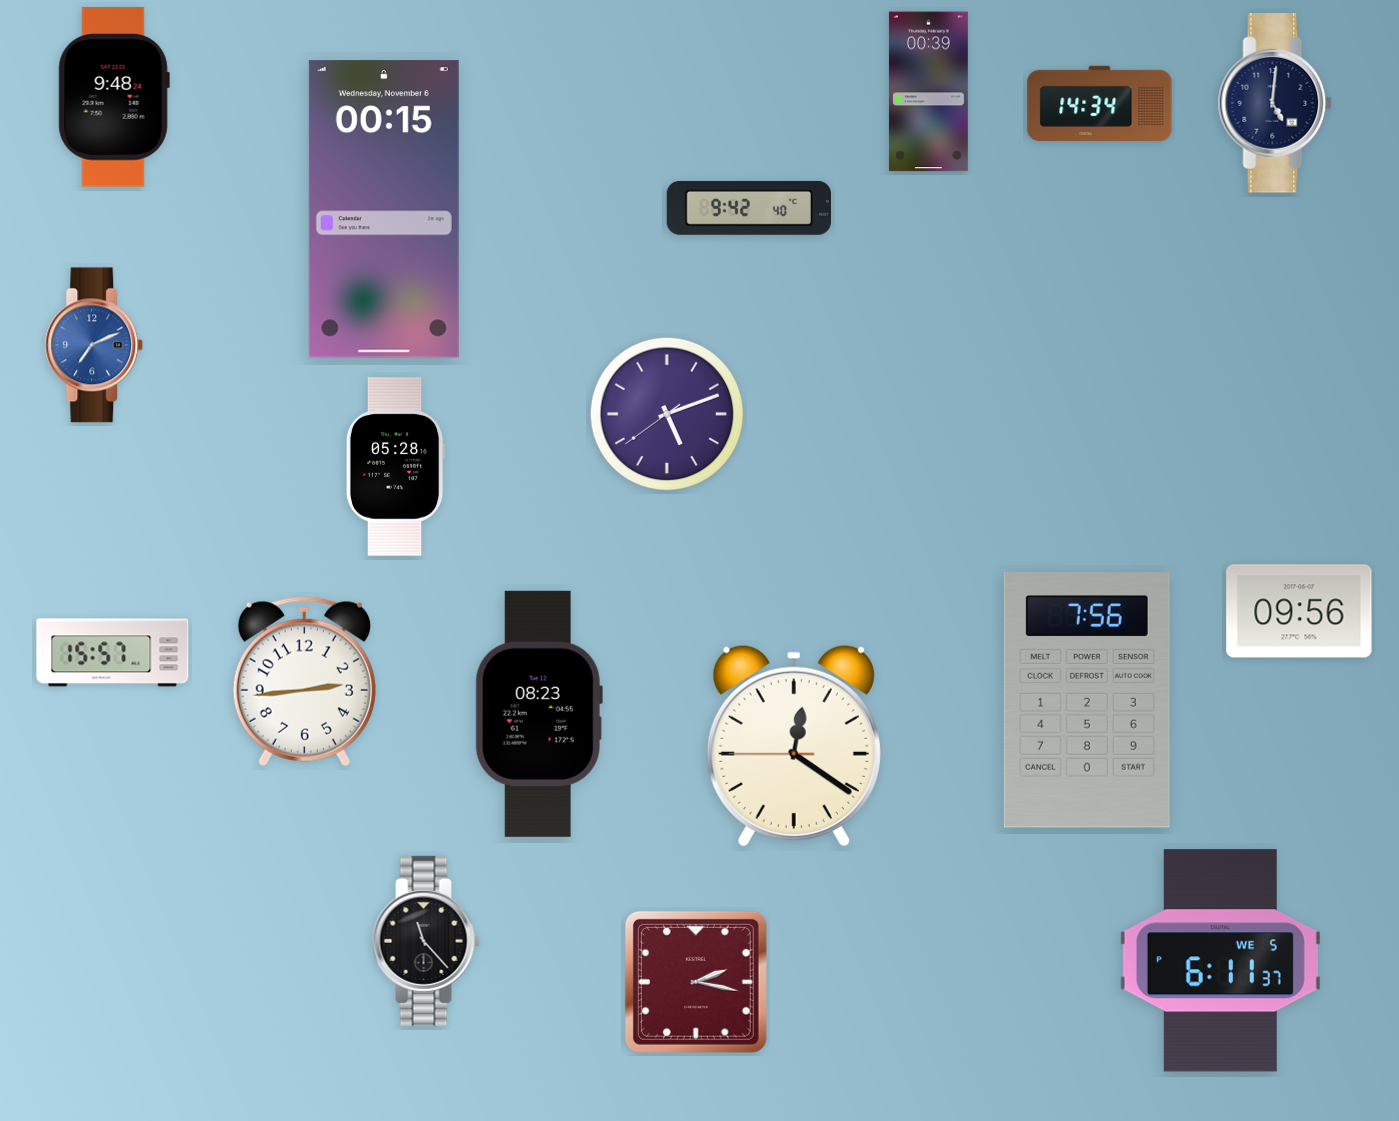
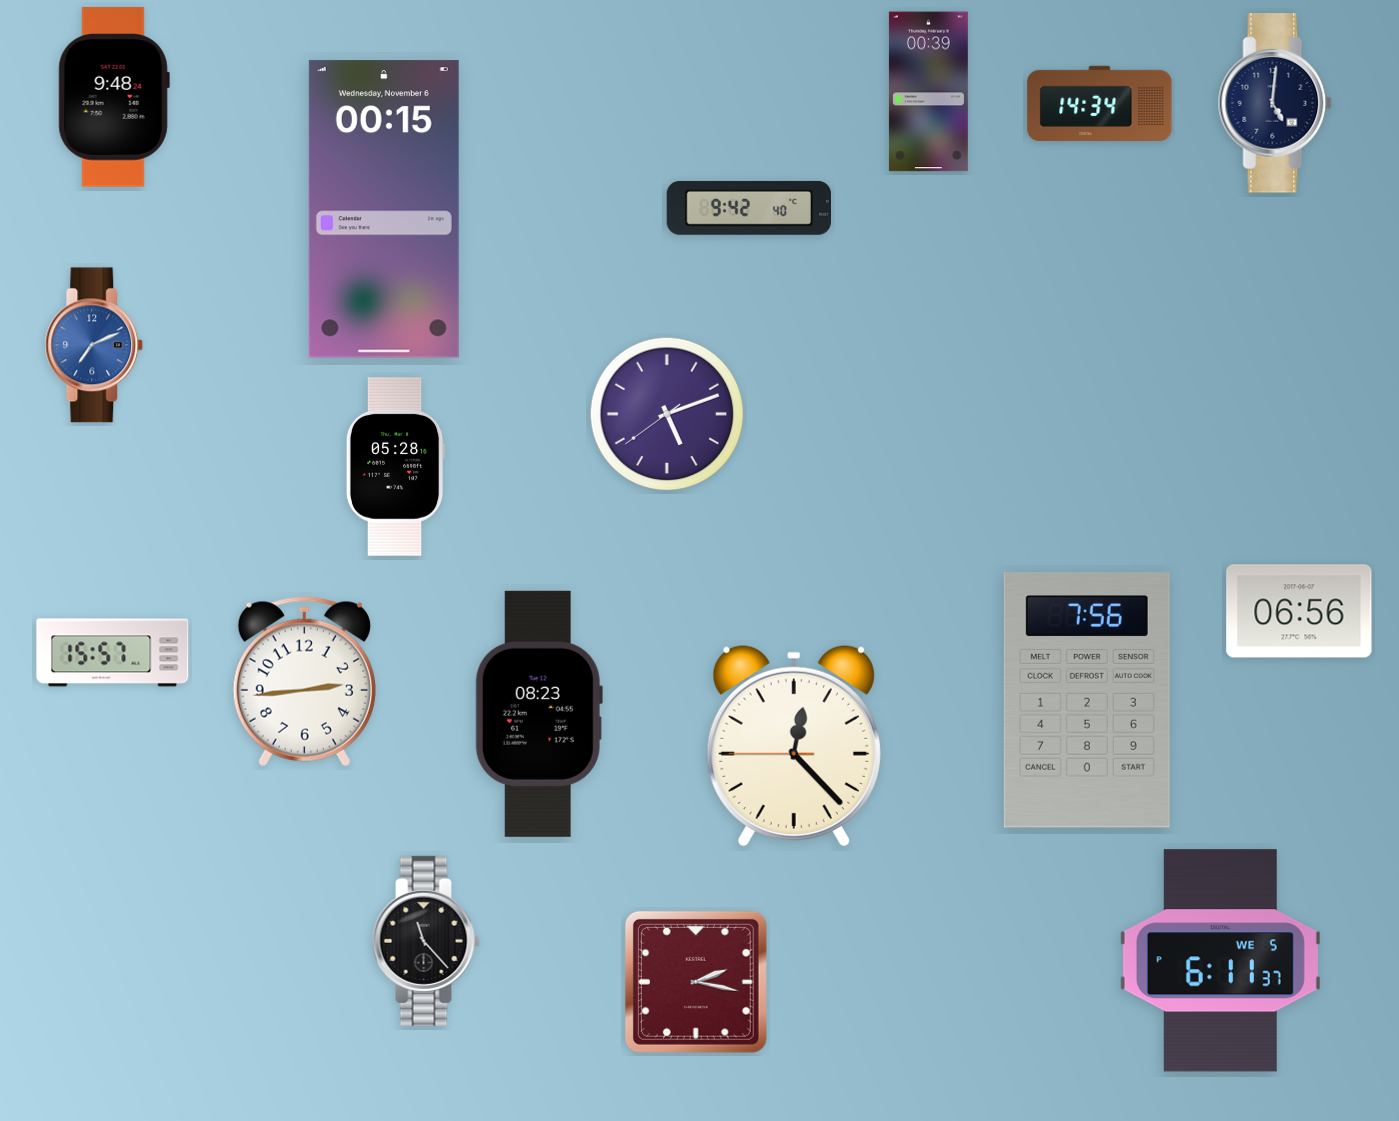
clock at (1299, 611): 09:56 -> 06:56
clock at (794, 745): 12:20 -> 12:22
